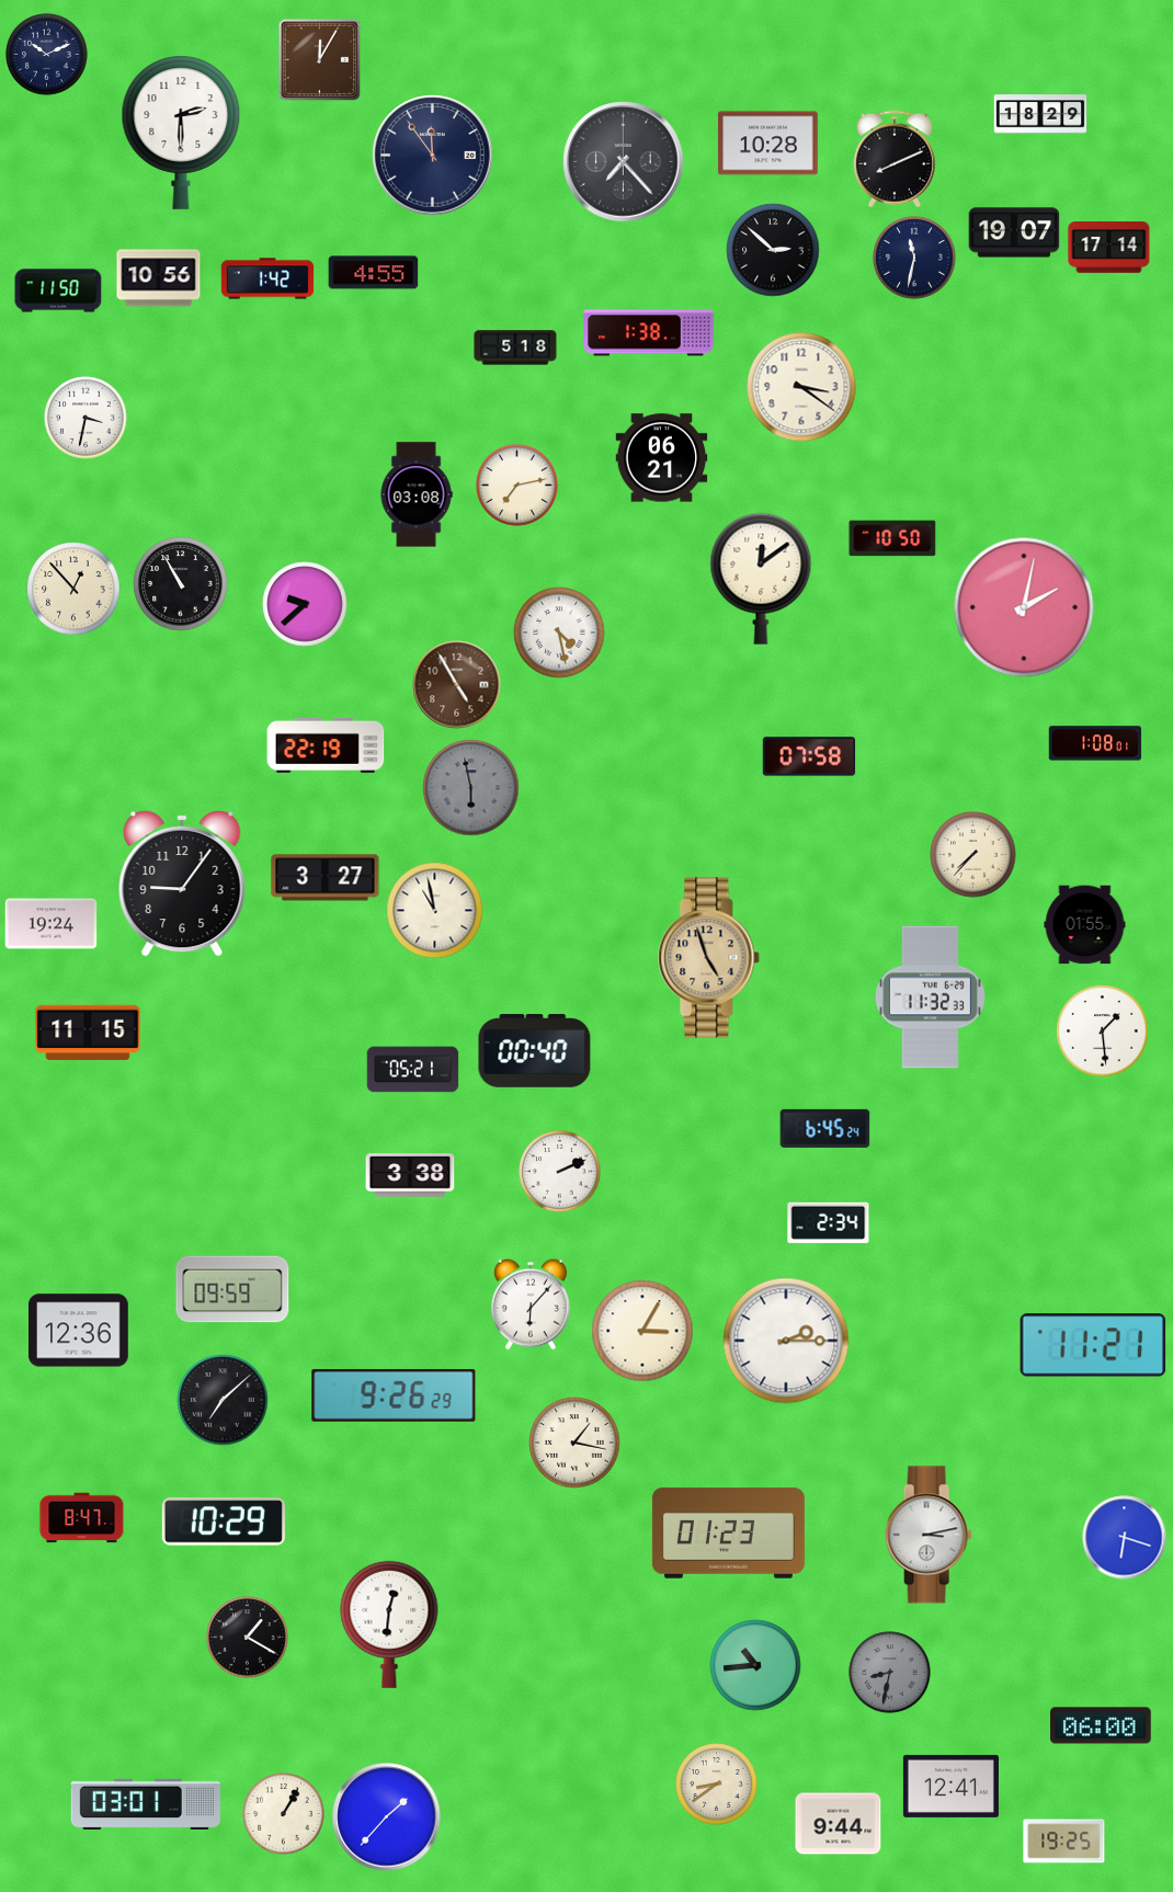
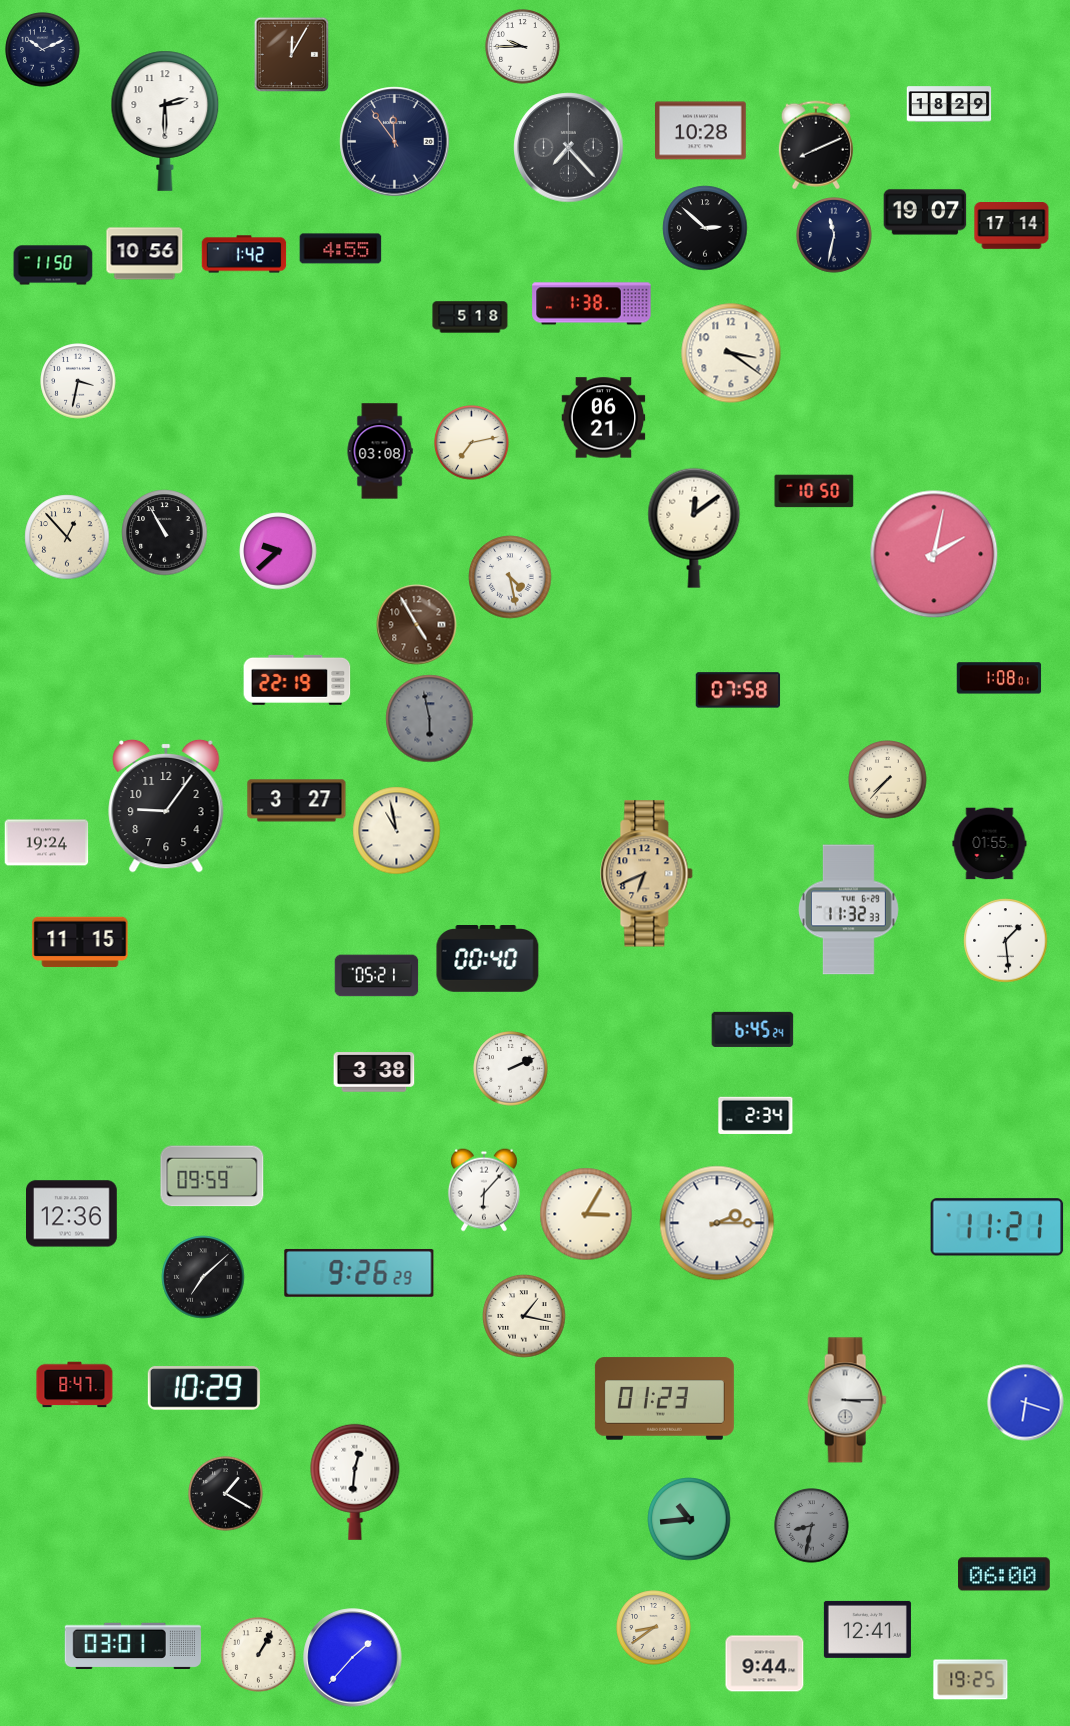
clock at (523, 47): none -> 9:45
clock at (709, 958): 4:57 -> 6:41
clock at (929, 1535): 3:13 -> 3:15
